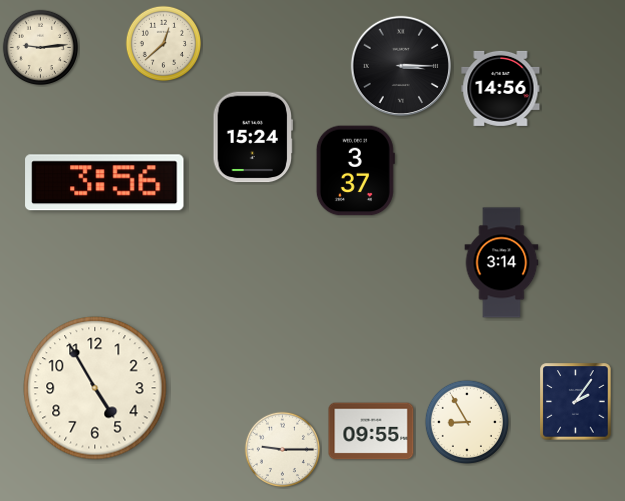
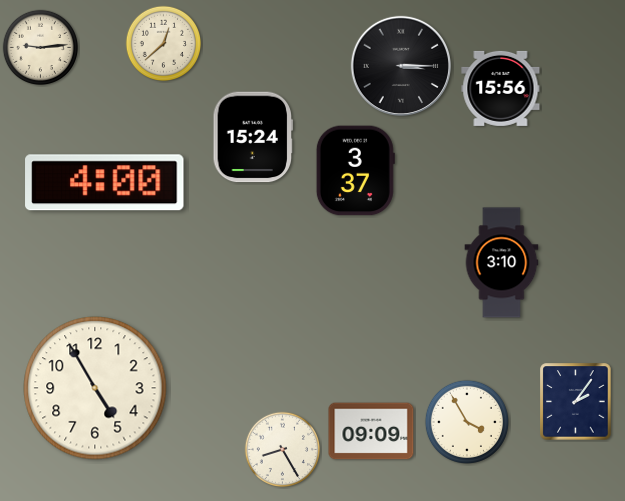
clock at (501, 88): 14:56 -> 15:56
clock at (105, 183): 3:56 -> 4:00
clock at (502, 263): 3:14 -> 3:10
clock at (467, 422): 8:55 -> 3:55
clock at (371, 431): 09:55 -> 09:09
clock at (283, 450): 9:15 -> 8:25
